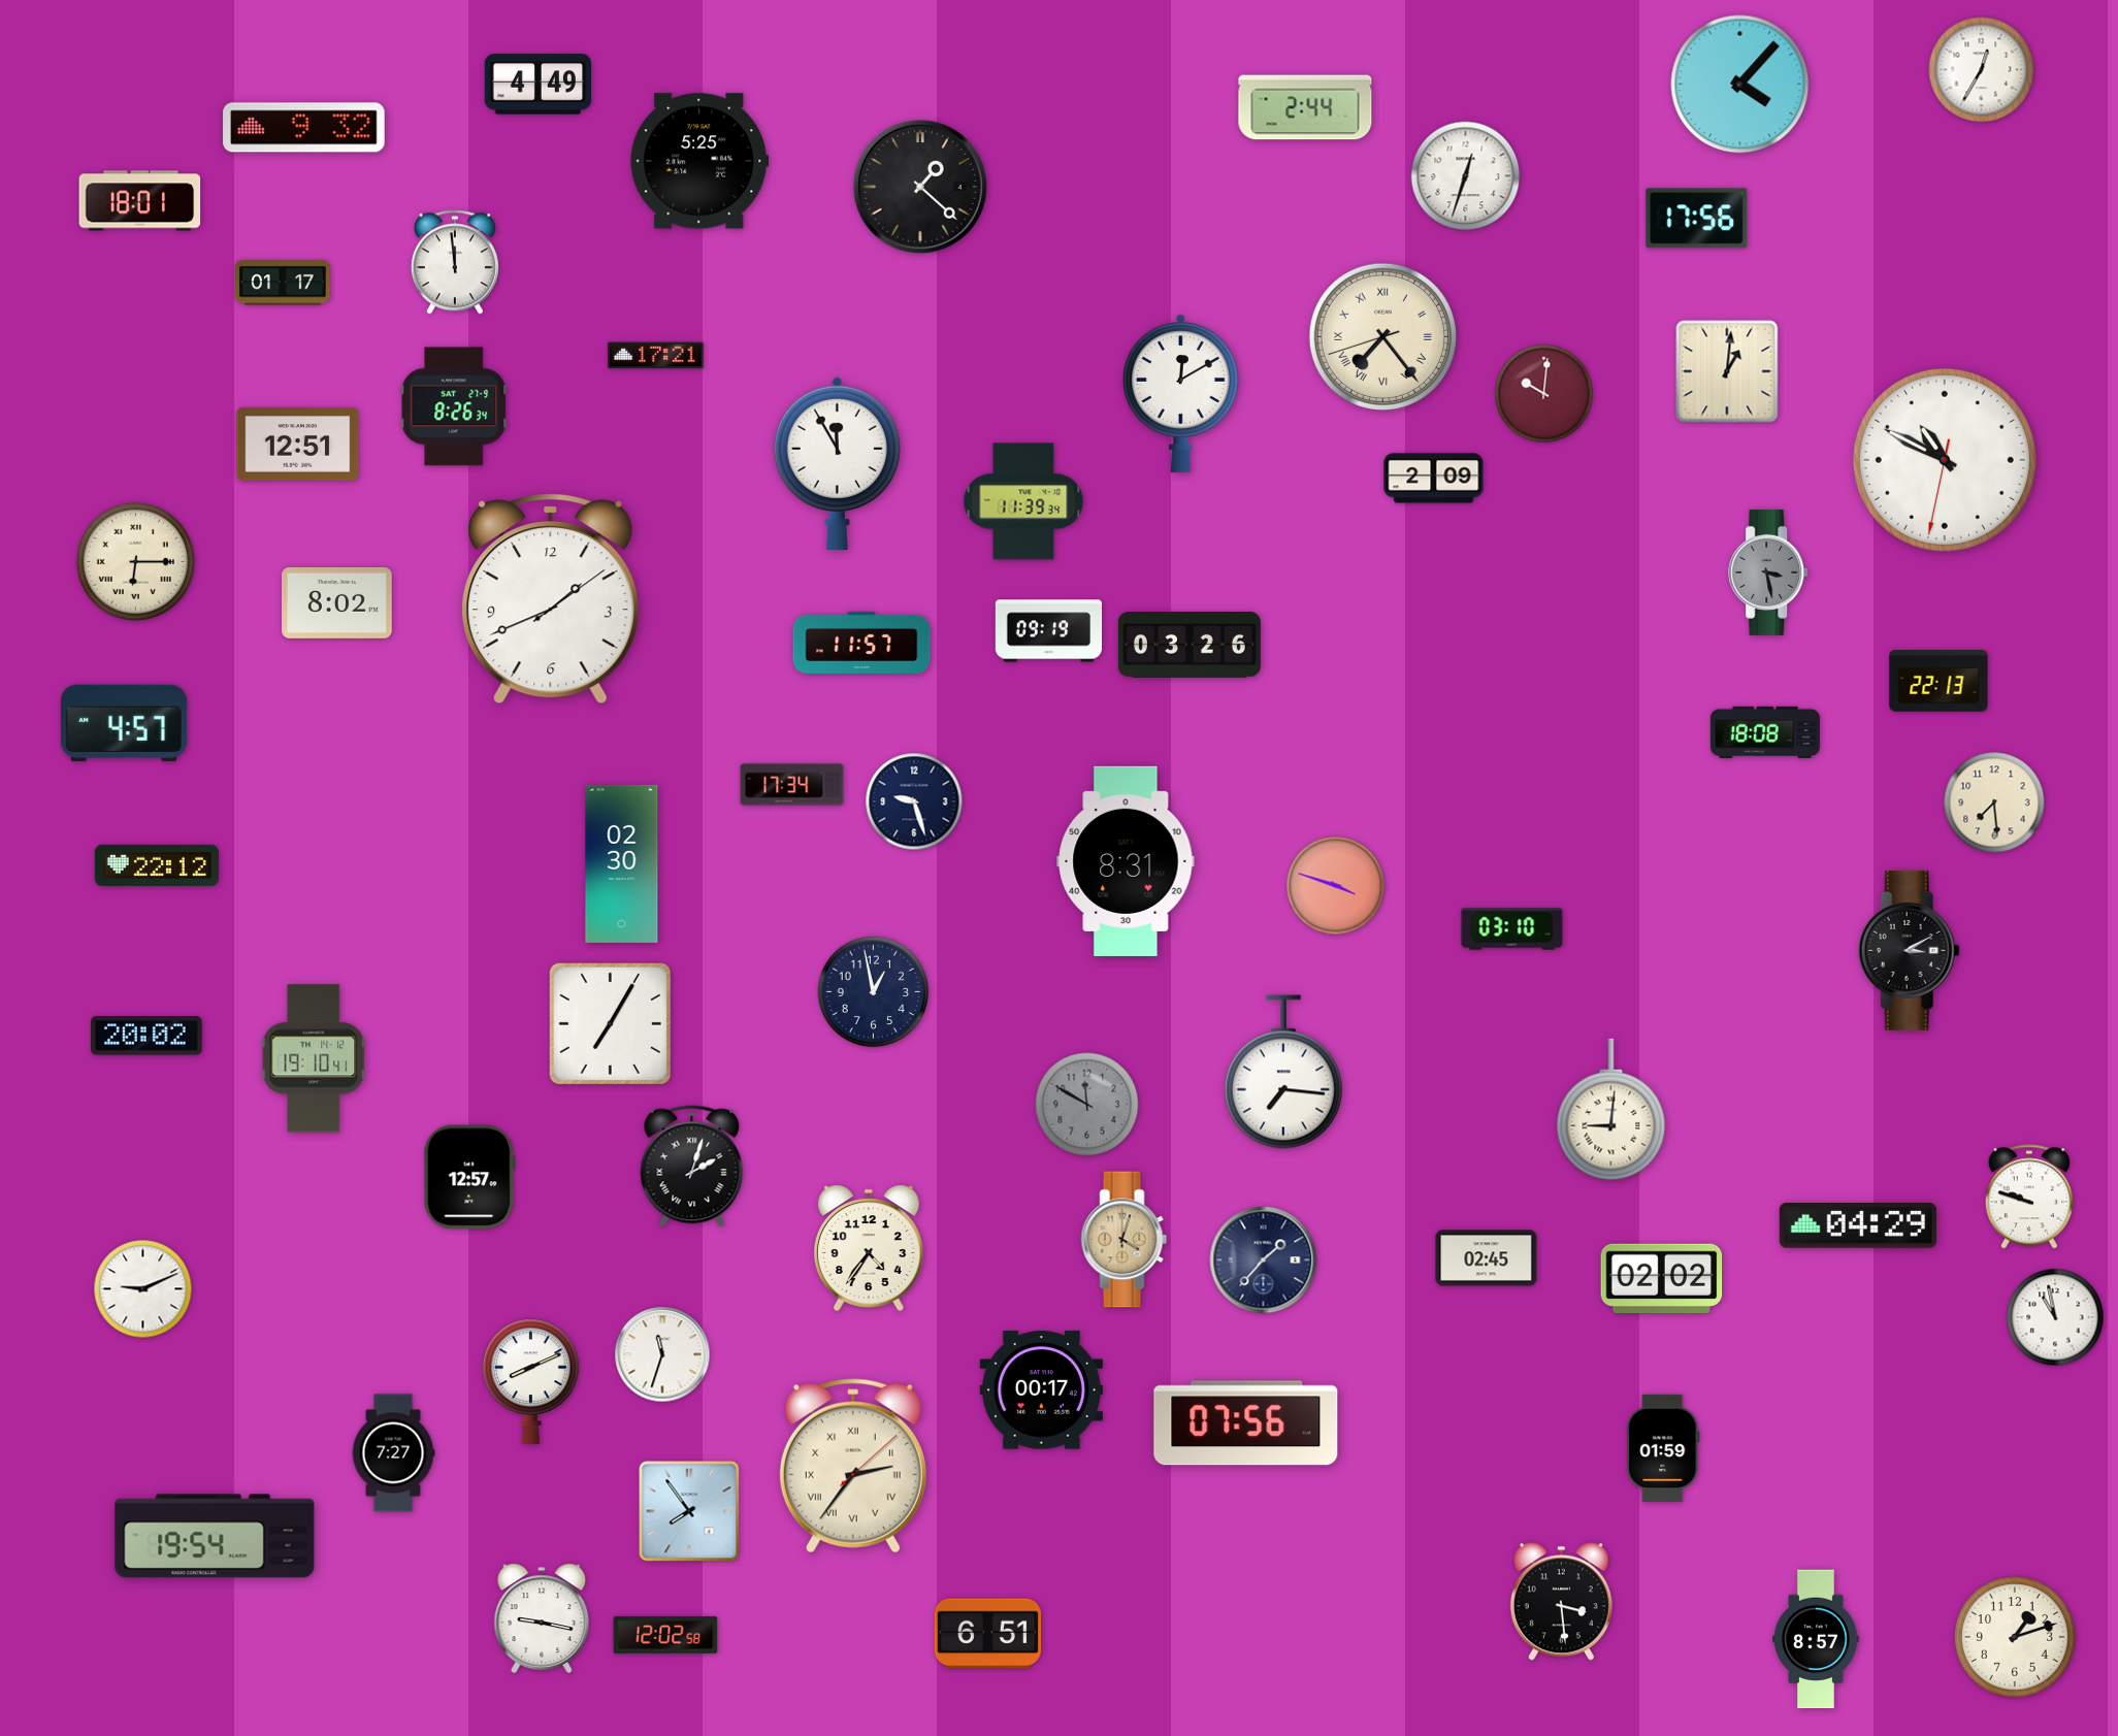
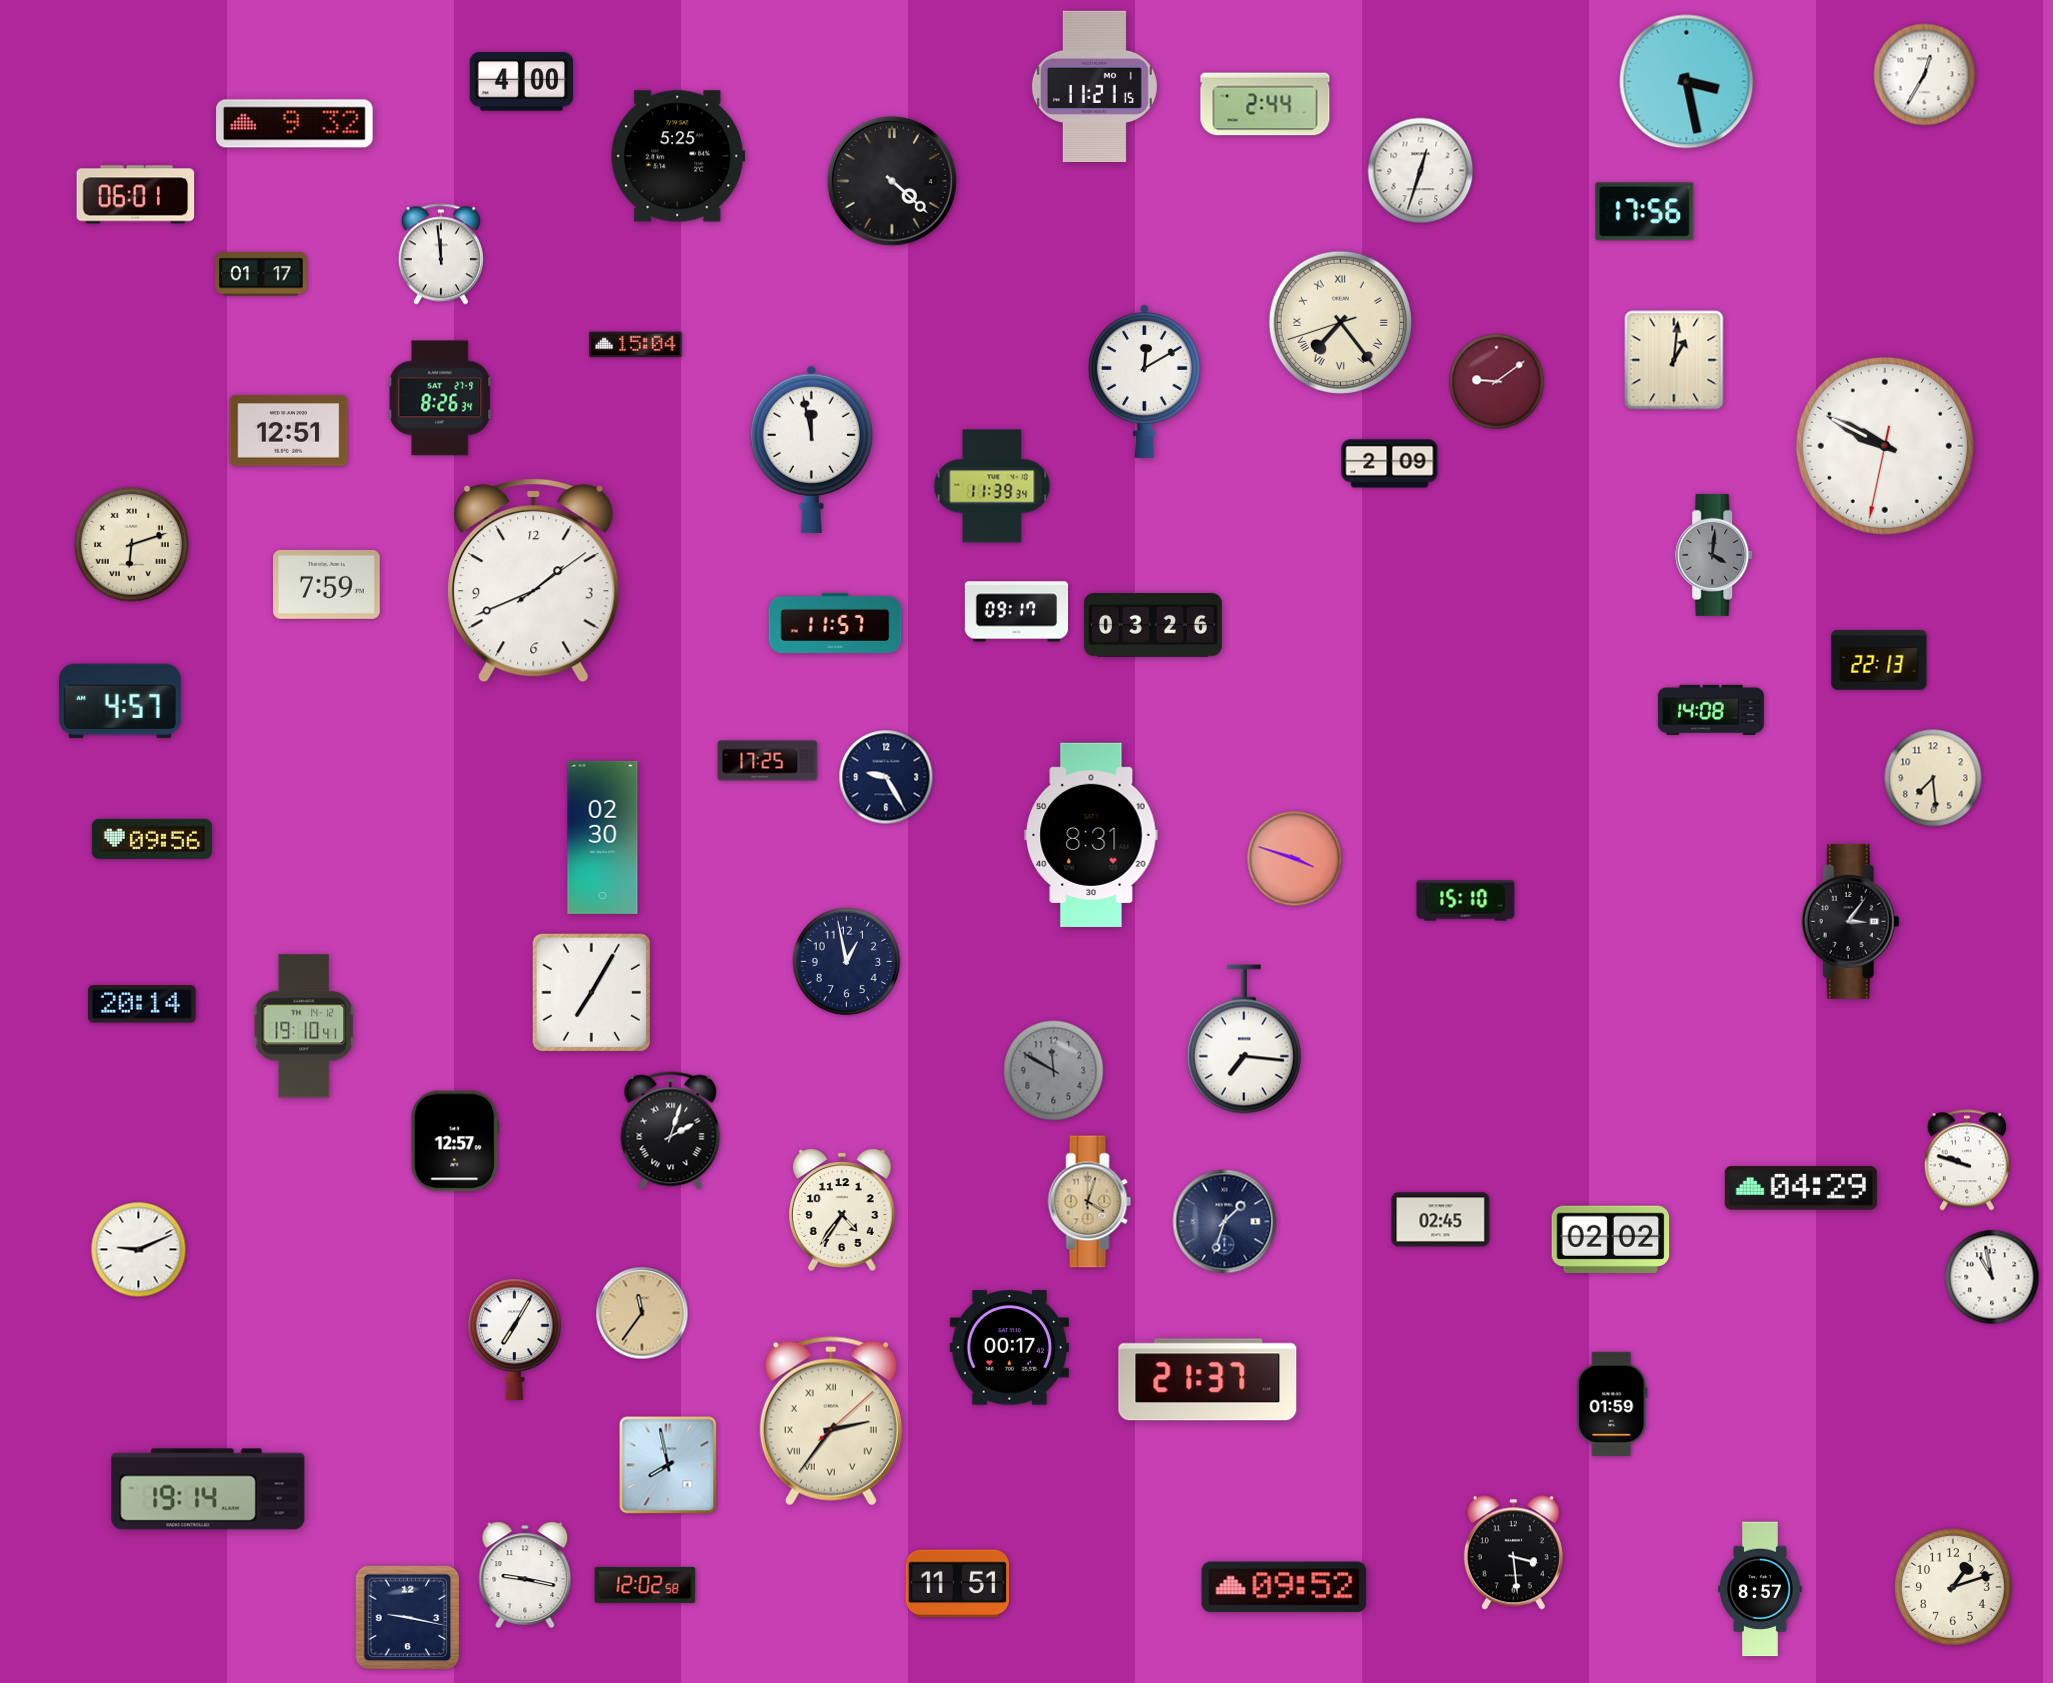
clock at (1982, 70) position: (1982, 70) -> (1925, 75)
clock at (537, 85): 4:49 -> 4:00
clock at (1740, 85): 4:07 -> 3:28
clock at (1094, 86): none -> 11:21
clock at (920, 187): 1:22 -> 4:22
clock at (140, 201): 18:01 -> 06:01
clock at (283, 283) position: (283, 283) -> (261, 274)
clock at (1382, 336) position: (1382, 336) -> (1340, 322)
clock at (656, 356): 17:21 -> 15:04
clock at (1544, 394): 10:01 -> 9:09
clock at (454, 406) position: (454, 406) -> (440, 398)
clock at (1945, 460): 10:49 -> 9:49
clock at (837, 463): 11:55 -> 11:58
clock at (135, 561): 6:15 -> 6:12
clock at (1769, 572): 3:28 -> 4:01
clock at (337, 602): 8:02 -> 7:59
clock at (1049, 631): 09:19 -> 09:17
clock at (1765, 732): 18:08 -> 14:08
clock at (792, 785): 17:34 -> 17:25
clock at (914, 801): 9:27 -> 9:25
clock at (157, 865): 22:12 -> 09:56
clock at (1512, 929): 03:10 -> 15:10
clock at (1909, 950): 3:10 -> 3:06
clock at (146, 1036): 20:02 -> 20:14
clock at (1611, 1110): 9:01 -> none
clock at (1264, 1260): 1:37 -> 1:33
clock at (662, 1354): 11:33 -> 11:36
clock at (662, 1354) dial: white -> champagne
clock at (531, 1381): 8:11 -> 7:05
clock at (1246, 1423): 07:56 -> 21:37
clock at (393, 1453): 7:27 -> none
clock at (853, 1466) position: (853, 1466) -> (831, 1421)
clock at (689, 1511): 7:54 -> 7:58
clock at (215, 1536): 19:54 -> 19:14
clock at (542, 1618) position: (542, 1618) -> (525, 1575)
clock at (987, 1634): 6:51 -> 11:51
clock at (1284, 1587): none -> 09:52
clock at (408, 1618): none -> 9:17
